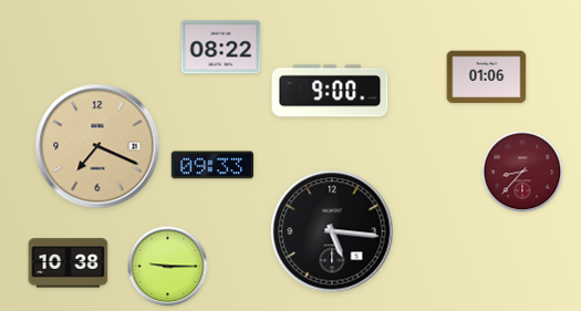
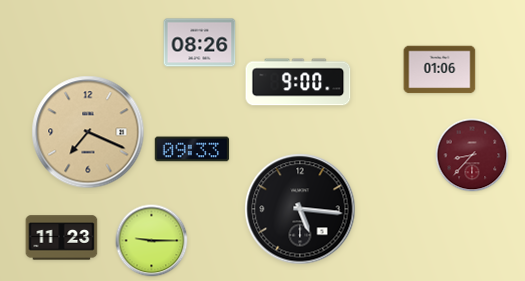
clock at (221, 48): 08:22 -> 08:26
clock at (69, 263): 10:38 -> 11:23
